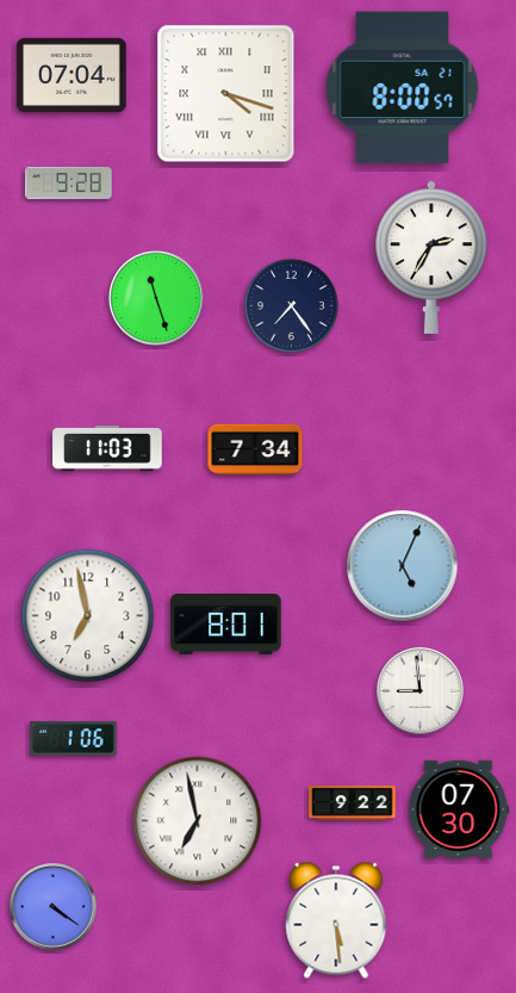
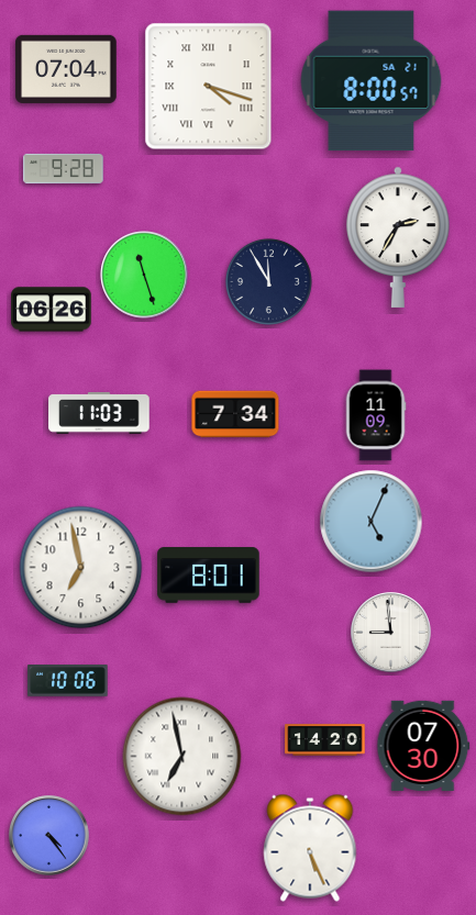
clock at (291, 305): 7:24 -> 11:55
clock at (52, 310): none -> 06:26
clock at (376, 415): none -> 11:09
clock at (421, 691) position: (421, 691) -> (391, 633)
clock at (74, 739): 1:06 -> 10:06
clock at (353, 803): 9:22 -> 14:20
clock at (54, 907): 4:21 -> 4:24
clock at (336, 920): 5:29 -> 5:26
